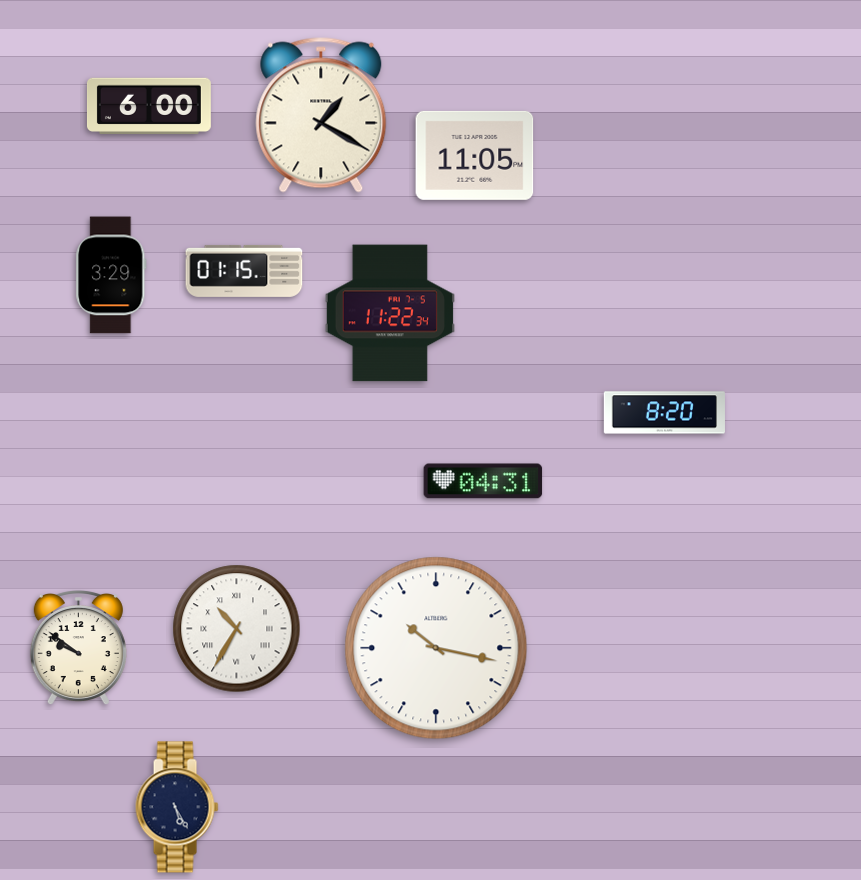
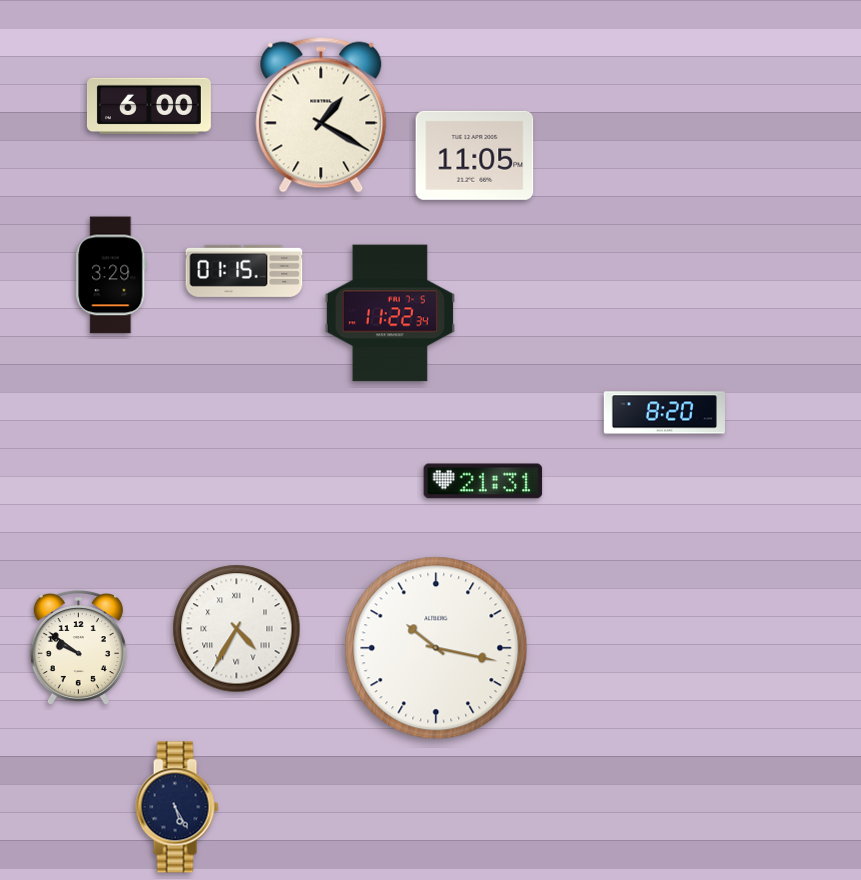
clock at (483, 481): 04:31 -> 21:31
clock at (237, 629): 10:35 -> 4:35
